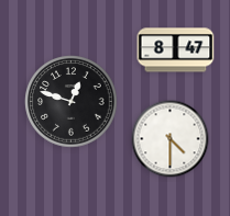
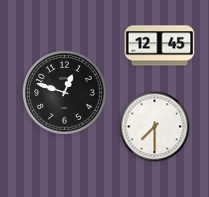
clock at (176, 50): 8:47 -> 12:45
clock at (171, 139): 4:30 -> 7:30
